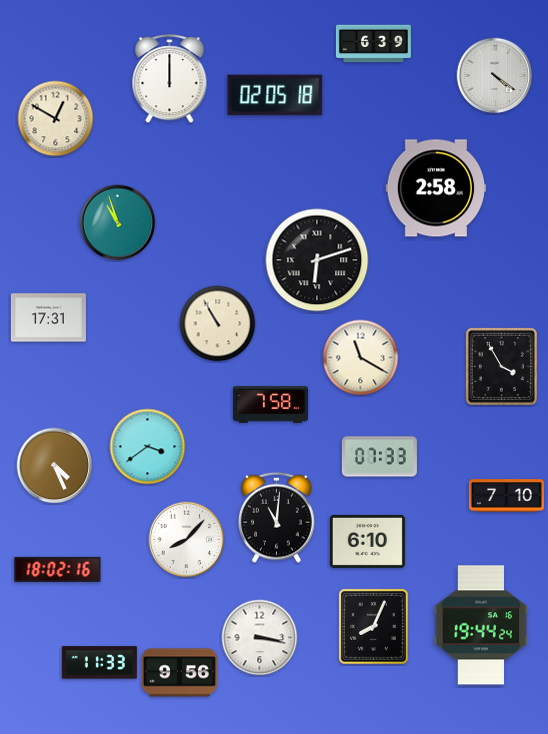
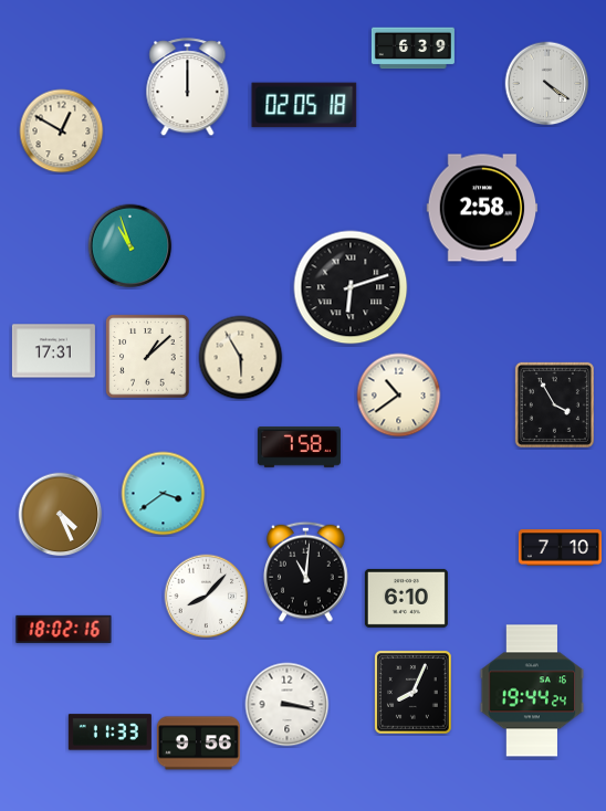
clock at (148, 357): none -> 1:08
clock at (218, 324): 10:55 -> 5:55
clock at (361, 358): 11:20 -> 10:39
clock at (379, 457): 07:33 -> none
